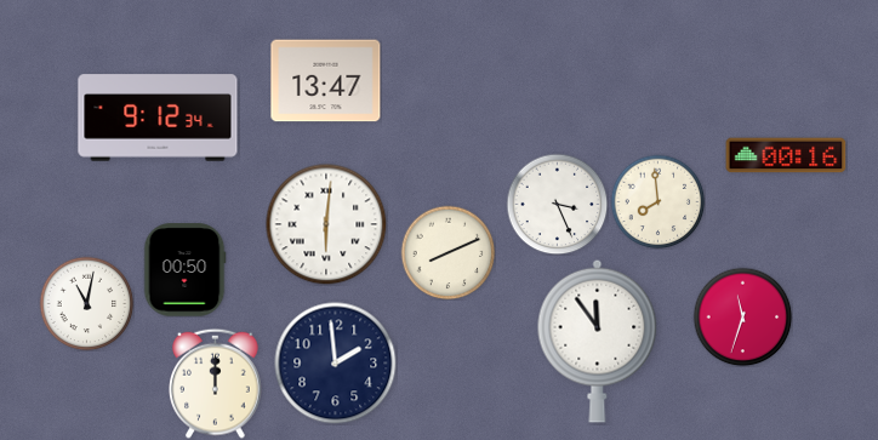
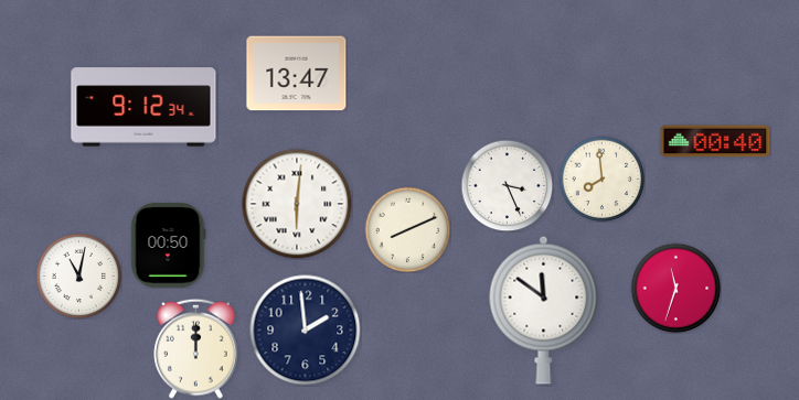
clock at (786, 155): 00:16 -> 00:40
clock at (657, 201) position: (657, 201) -> (601, 179)
clock at (598, 341): 11:54 -> 11:51
